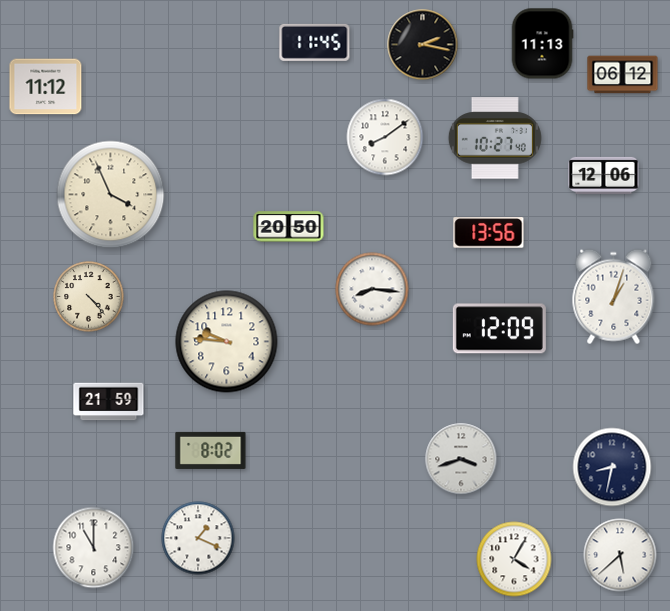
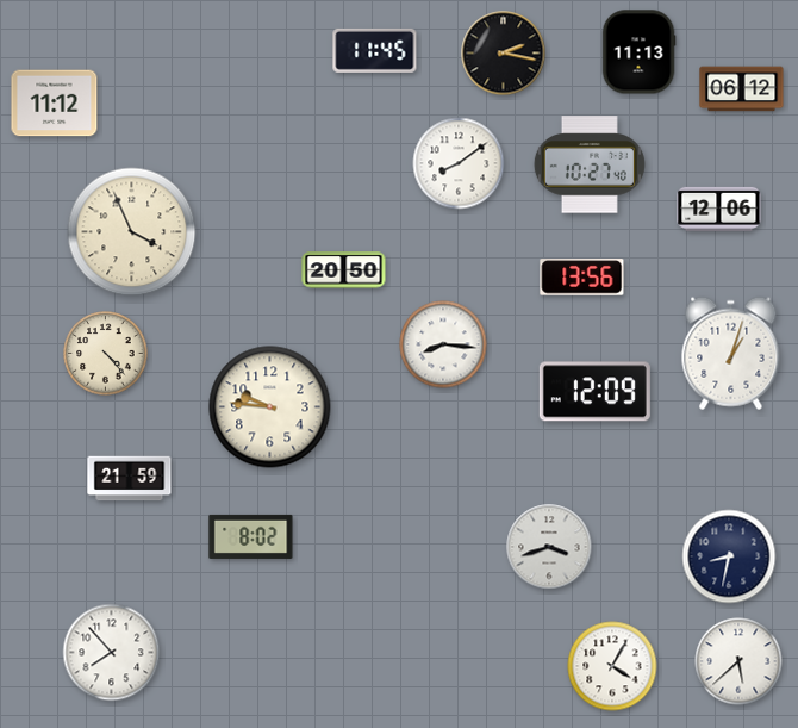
clock at (542, 44) position: (542, 44) -> (638, 52)
clock at (198, 538): 1:19 -> none
clock at (94, 548): 11:00 -> 7:53
